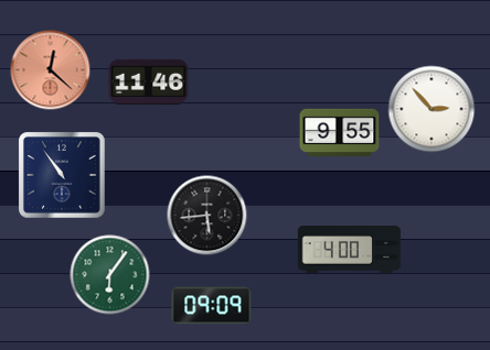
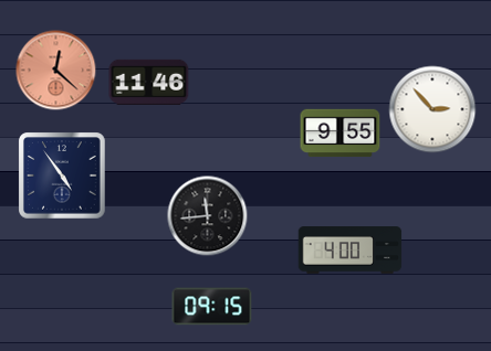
clock at (51, 70) position: (51, 70) -> (56, 71)
clock at (62, 175): 10:54 -> 4:54
clock at (207, 216): 5:44 -> 11:44
clock at (110, 275): 6:06 -> none
clock at (212, 306): 09:09 -> 09:15
